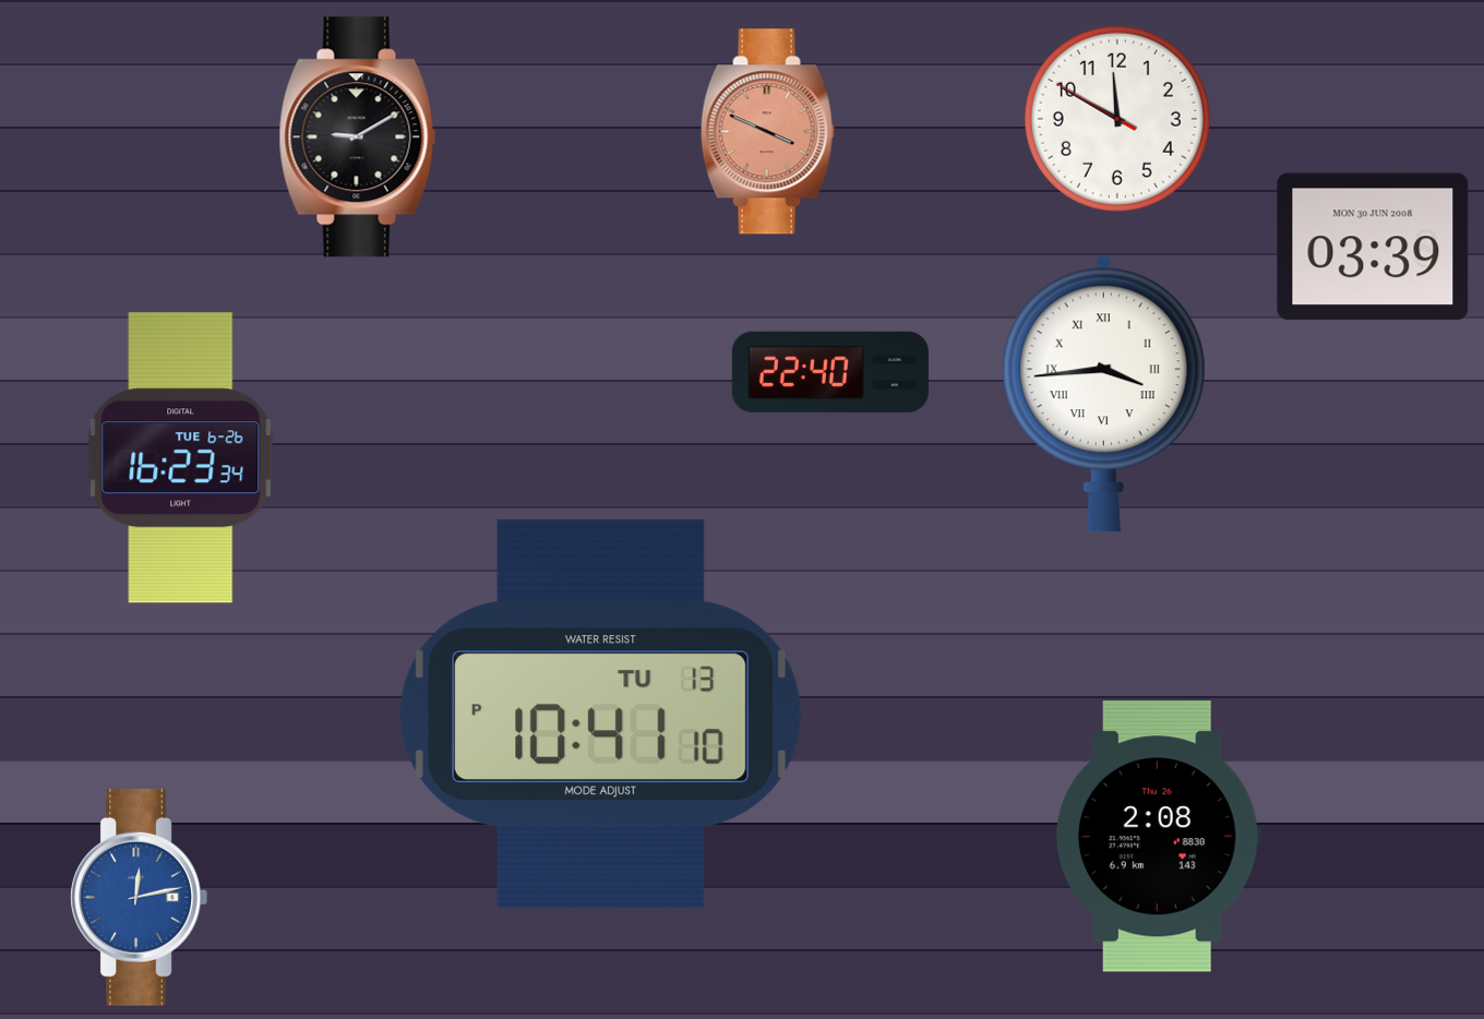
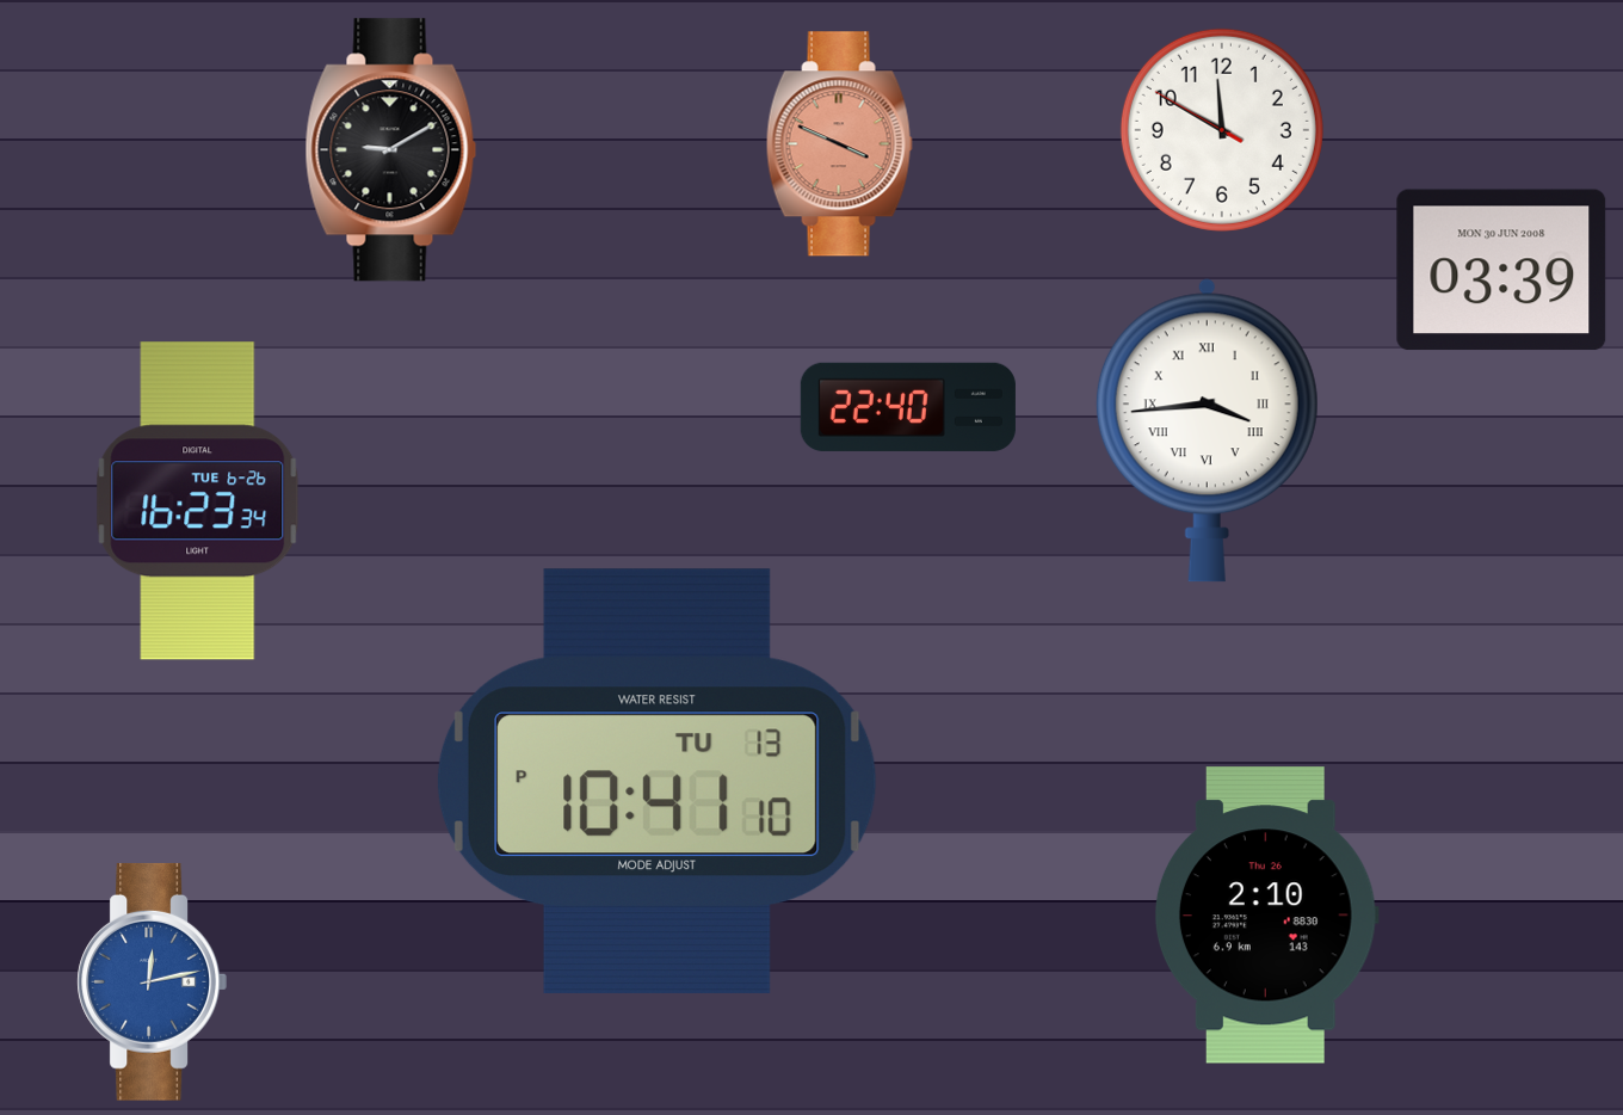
clock at (1158, 837): 2:08 -> 2:10
